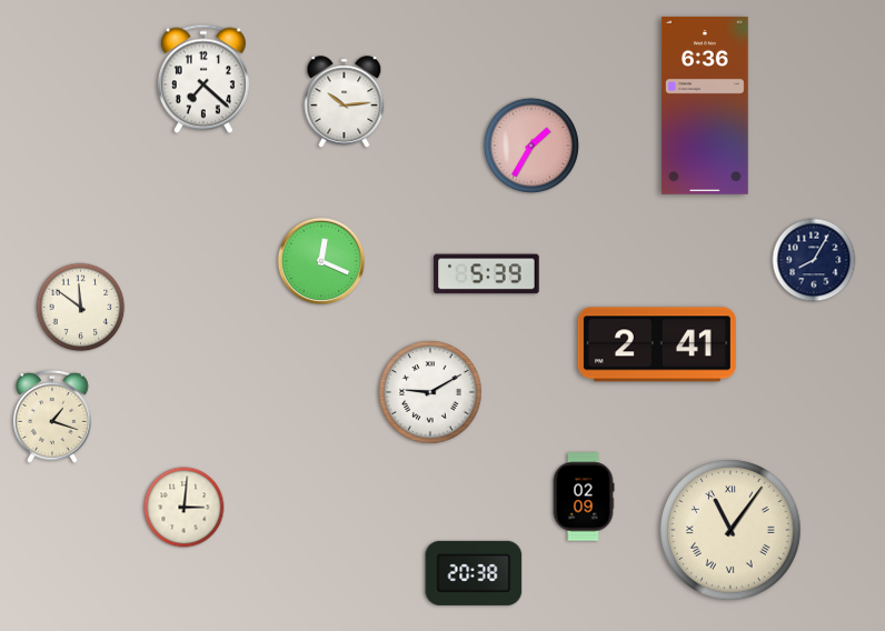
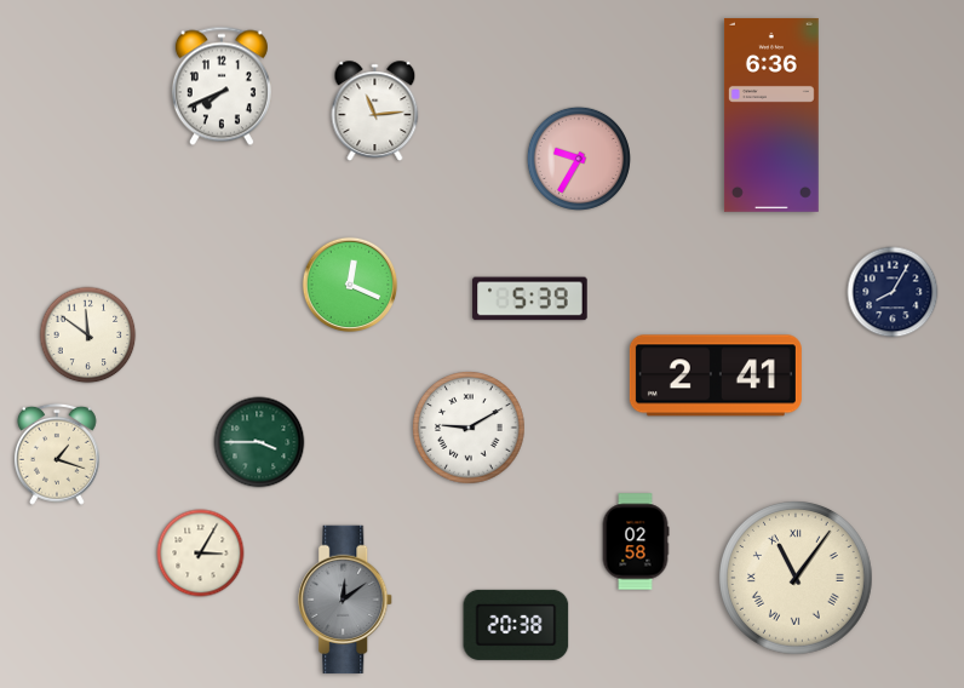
clock at (203, 79): 7:22 -> 7:41
clock at (345, 102): 10:14 -> 11:14
clock at (705, 106) position: (705, 106) -> (771, 115)
clock at (531, 146): 1:35 -> 9:35
clock at (814, 260) position: (814, 260) -> (893, 292)
clock at (259, 442): none -> 3:45
clock at (584, 497): 02:09 -> 02:58
clock at (185, 508): 3:01 -> 3:05
clock at (346, 600): none -> 12:09
